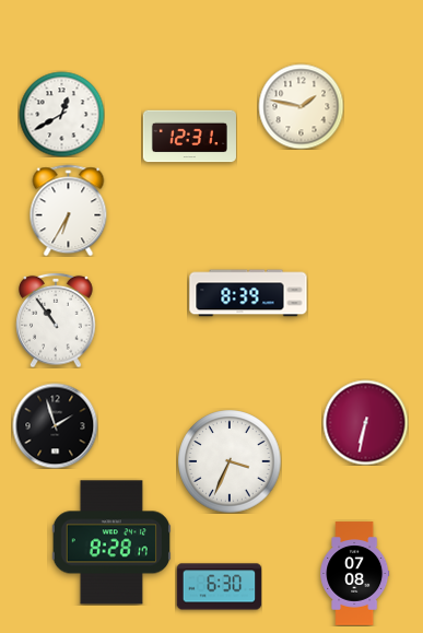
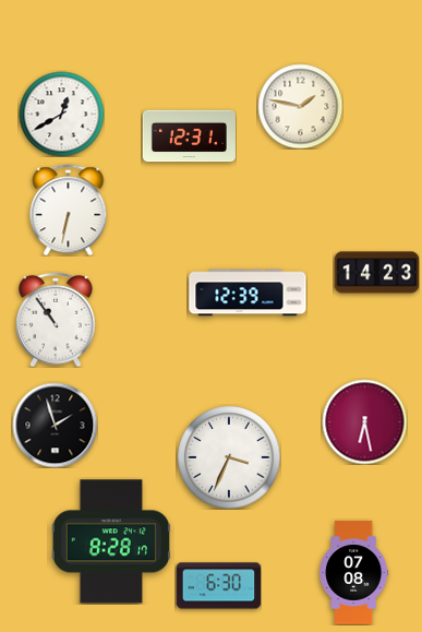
clock at (69, 210): 6:35 -> 6:32
clock at (376, 273): none -> 14:23
clock at (248, 293): 8:39 -> 12:39
clock at (365, 422): 6:32 -> 6:28
clock at (230, 461) position: (230, 461) -> (229, 457)
